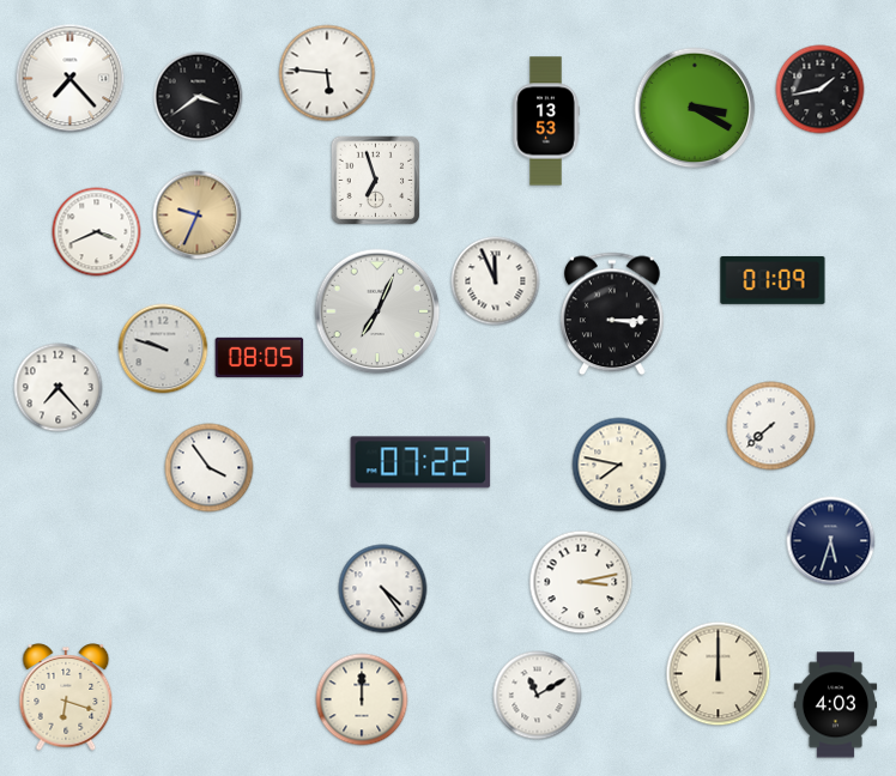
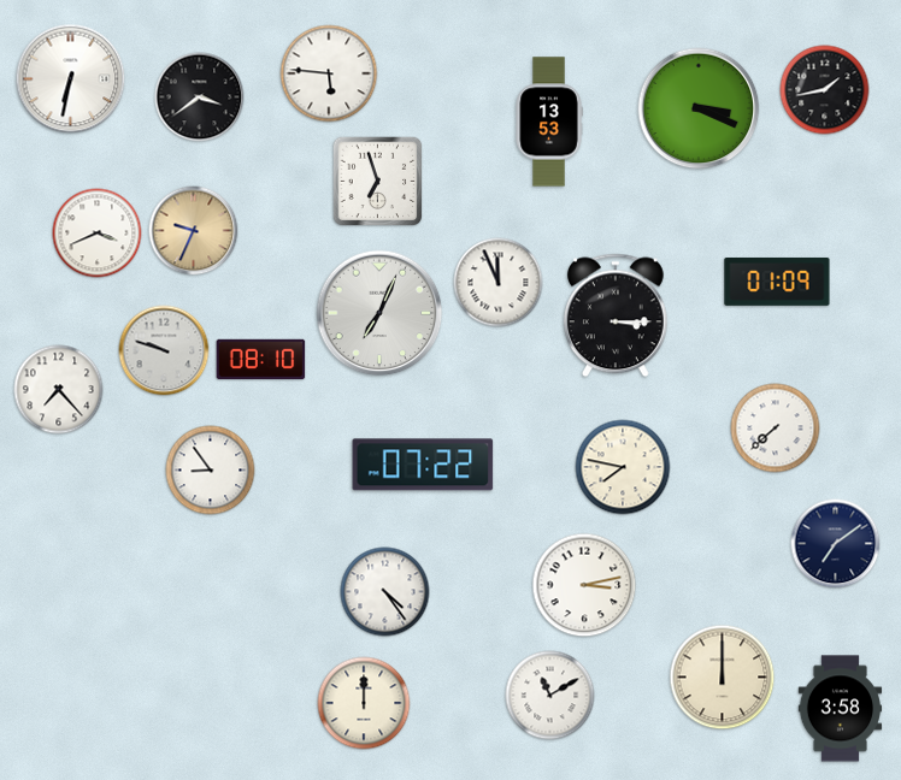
clock at (71, 79): 7:23 -> 6:32
clock at (695, 108): 3:20 -> 3:19
clock at (198, 216) position: (198, 216) -> (194, 231)
clock at (260, 357): 08:05 -> 08:10
clock at (210, 468): 3:54 -> 8:54
clock at (831, 541): 5:33 -> 7:09
clock at (538, 696) position: (538, 696) -> (550, 696)
clock at (66, 697): 6:18 -> none
clock at (836, 705): 4:03 -> 3:58
